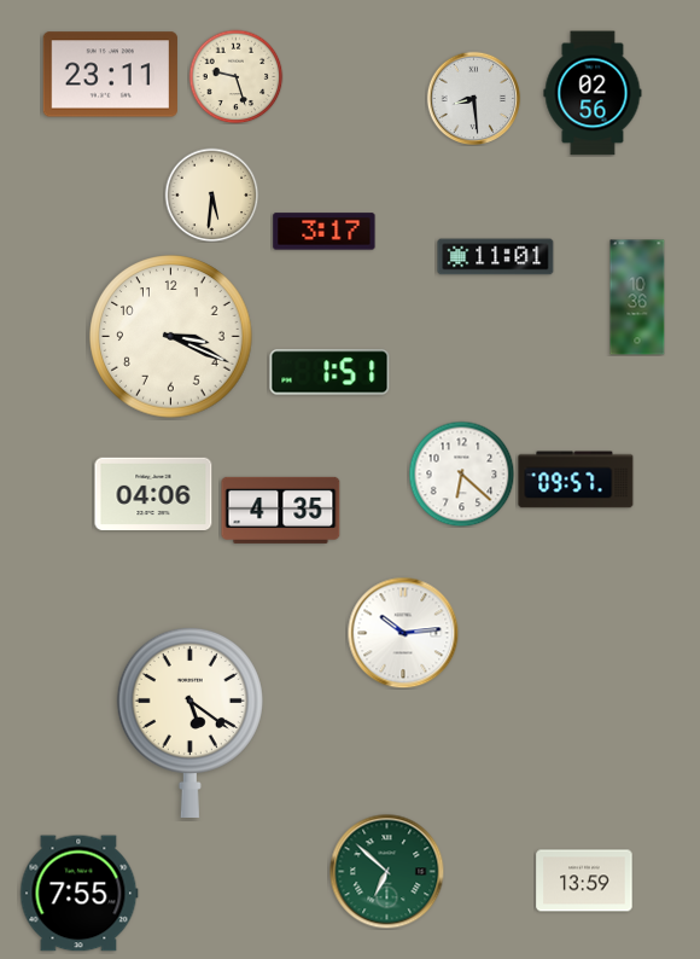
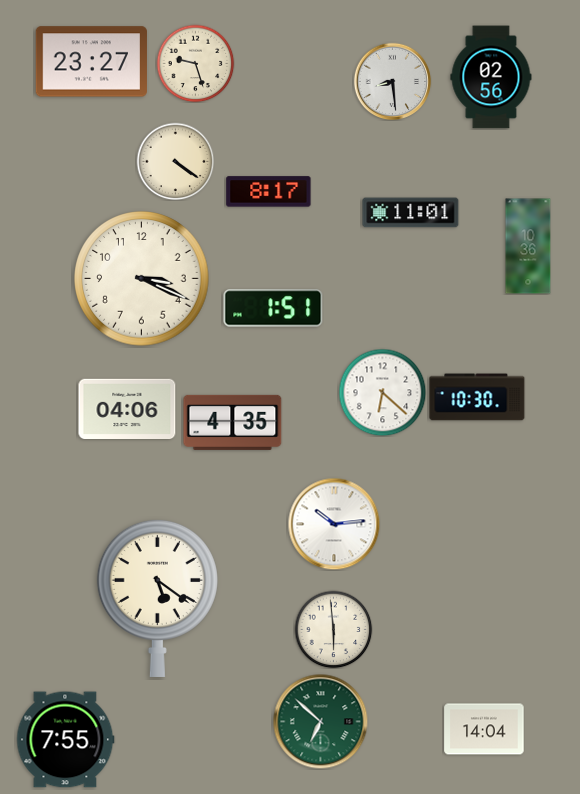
clock at (110, 75): 23:11 -> 23:27
clock at (211, 194): 5:31 -> 4:21
clock at (325, 232): 3:17 -> 8:17
clock at (576, 479): 09:57 -> 10:30
clock at (333, 629): none -> 5:59
clock at (584, 880): 13:59 -> 14:04
